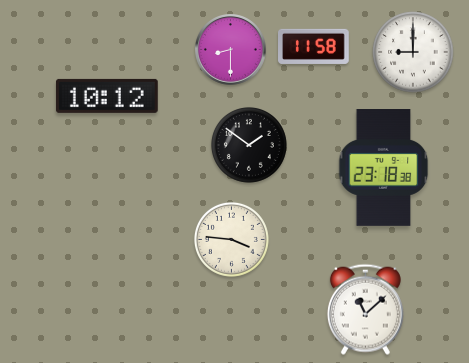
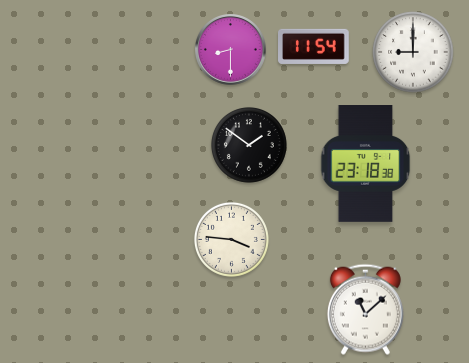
clock at (314, 46): 11:58 -> 11:54
clock at (107, 96): 10:12 -> none
clock at (384, 168) position: (384, 168) -> (366, 164)
